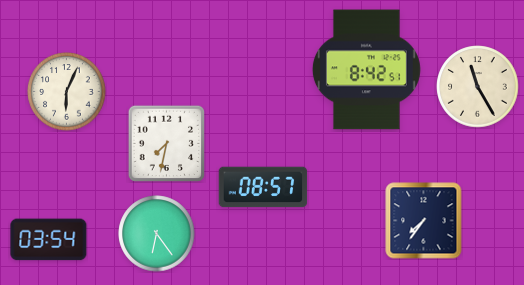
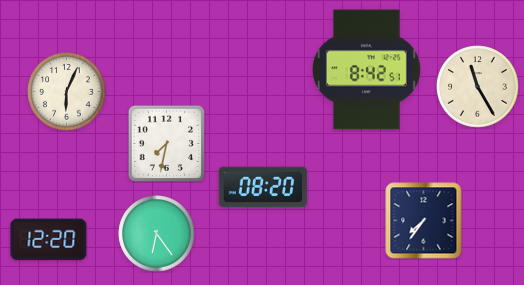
clock at (263, 187): 08:57 -> 08:20
clock at (49, 240): 03:54 -> 12:20
